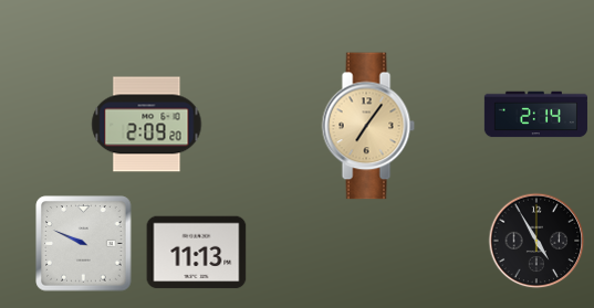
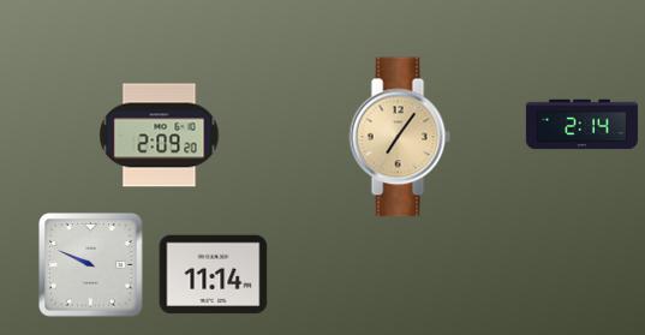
clock at (536, 241): 4:55 -> none
clock at (197, 253): 11:13 -> 11:14
